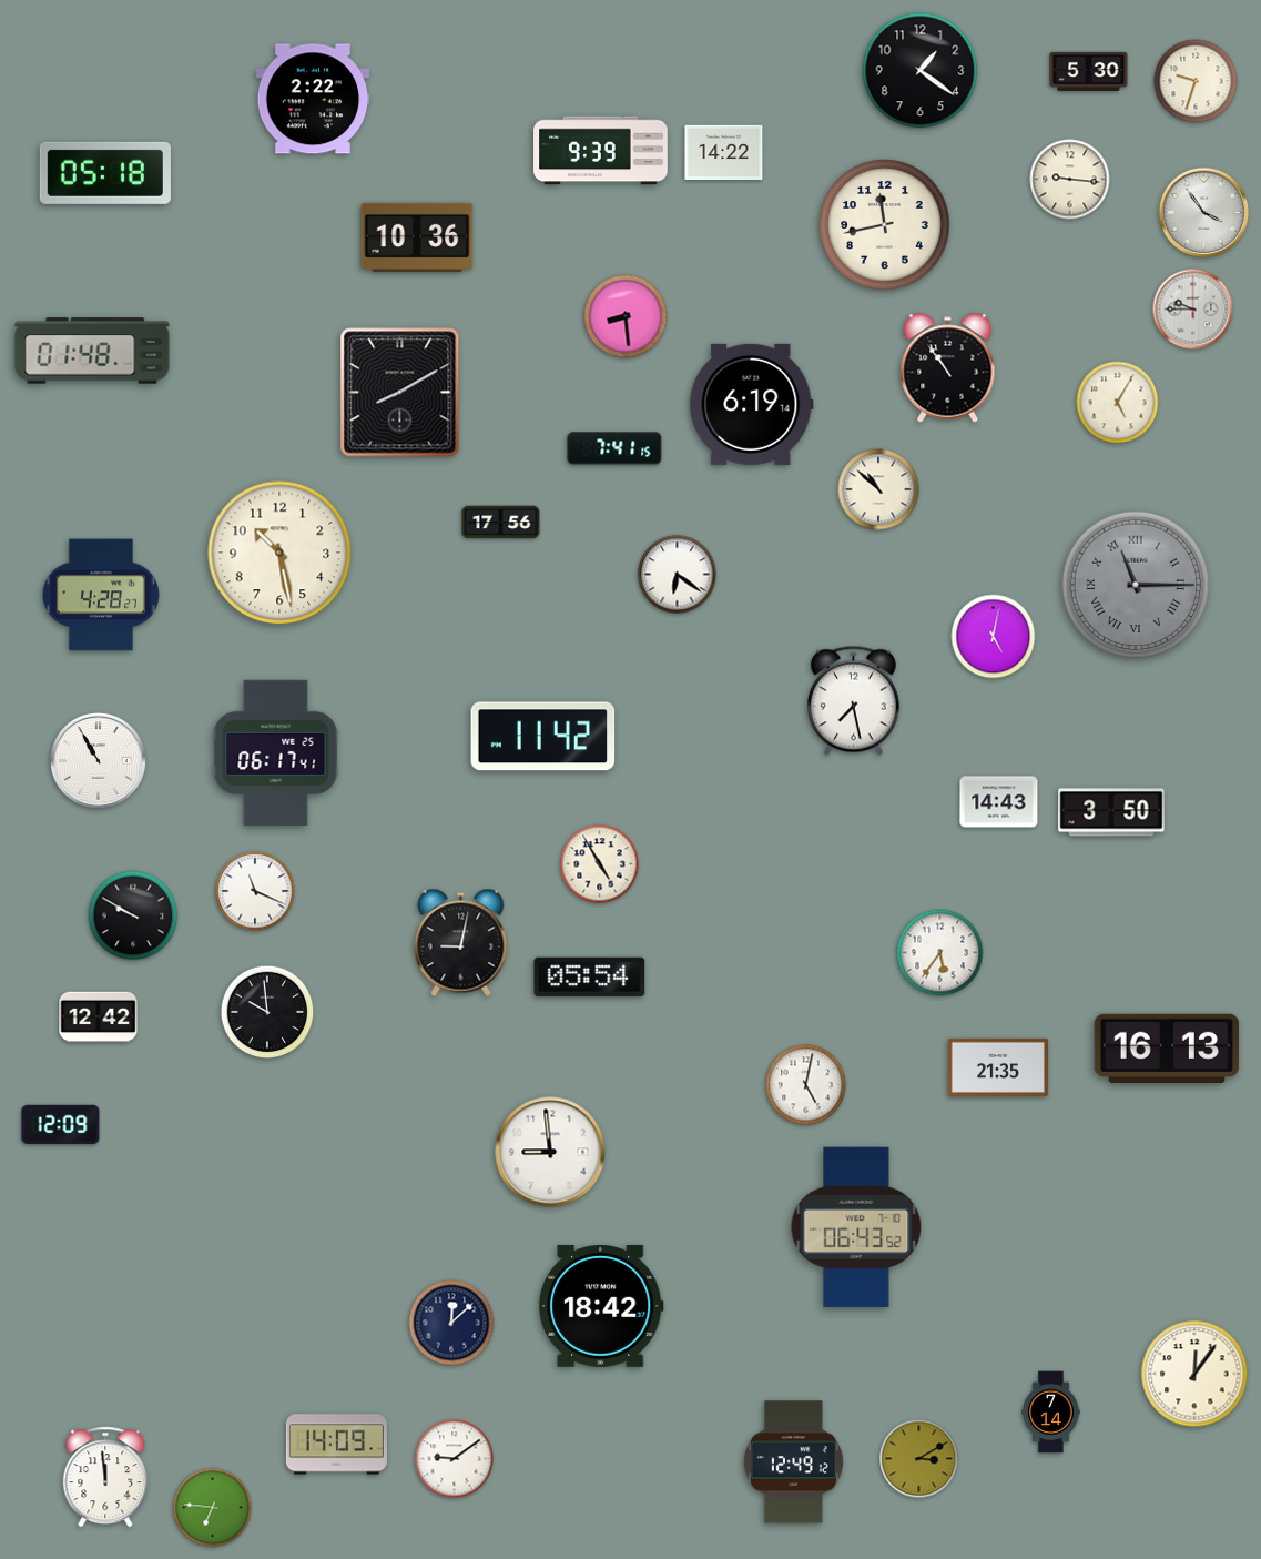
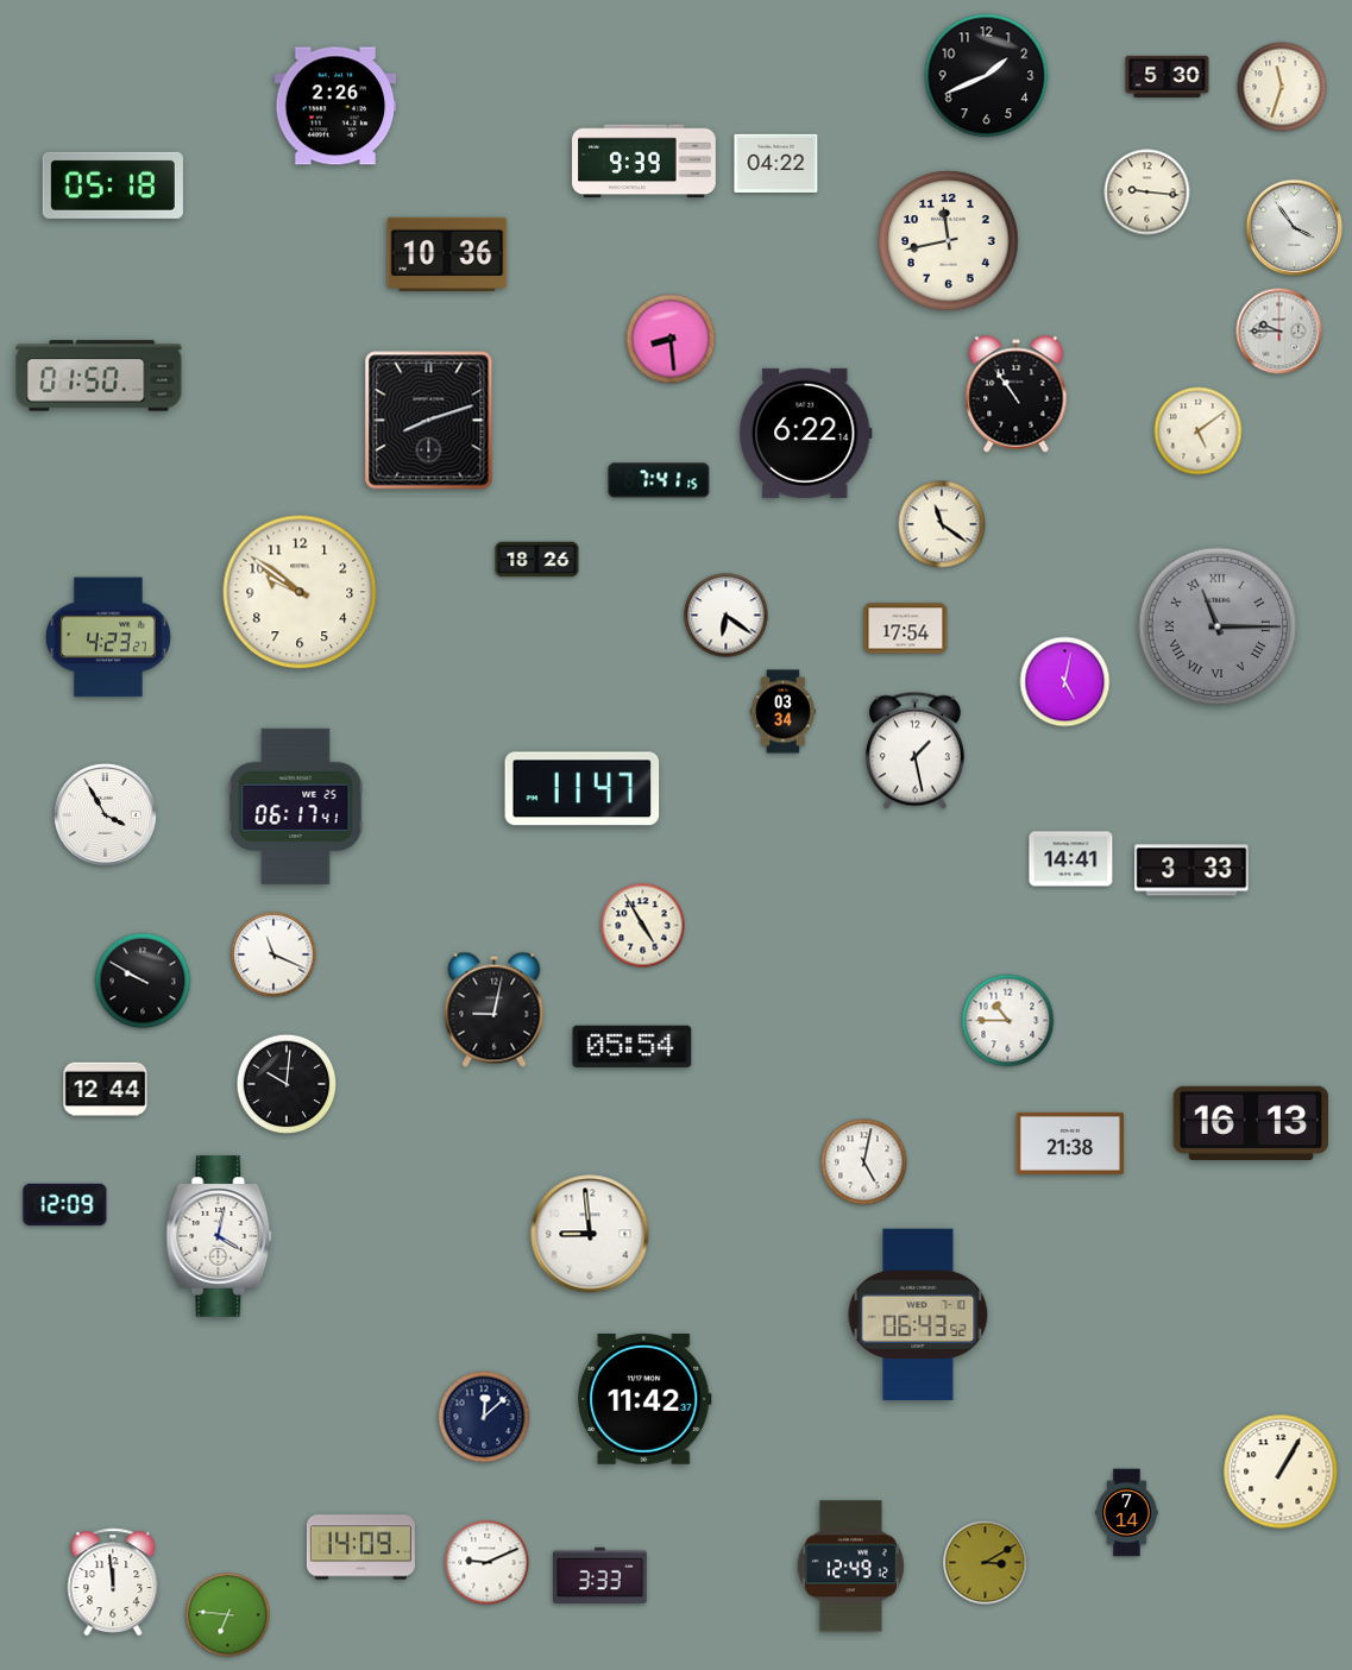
clock at (921, 71): 1:21 -> 1:41
clock at (1196, 81): 9:33 -> 11:33
clock at (313, 99): 2:22 -> 2:26
clock at (724, 152): 14:22 -> 04:22
clock at (1204, 213) position: (1204, 213) -> (1295, 228)
clock at (92, 351): 01:48 -> 01:50
clock at (400, 393): 8:10 -> 8:12
clock at (1118, 403): 5:05 -> 5:09
clock at (752, 404): 6:19 -> 6:22
clock at (878, 489): 10:52 -> 11:21
clock at (501, 523): 17:56 -> 18:26
clock at (279, 553): 10:28 -> 9:51
clock at (906, 629): none -> 17:54
clock at (101, 595): 4:28 -> 4:23
clock at (784, 712): none -> 03:34
clock at (853, 701): 7:28 -> 1:28
clock at (543, 737): 11:42 -> 11:47
clock at (98, 760): 10:55 -> 3:55
clock at (999, 802): 14:43 -> 14:41
clock at (1111, 812): 3:50 -> 3:33
clock at (940, 953): 5:36 -> 10:45
clock at (267, 1012): 9:59 -> 10:01
clock at (99, 1018): 12:42 -> 12:44
clock at (998, 1067): 21:35 -> 21:38
clock at (219, 1236): none -> 4:02
clock at (601, 1306): 18:42 -> 11:42
clock at (1194, 1374): 12:06 -> 1:05
clock at (455, 1459): 9:09 -> 9:11
clock at (600, 1575): none -> 3:33
